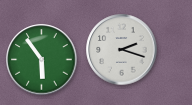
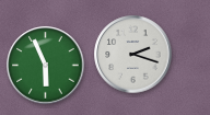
clock at (42, 60): 5:54 -> 5:56
